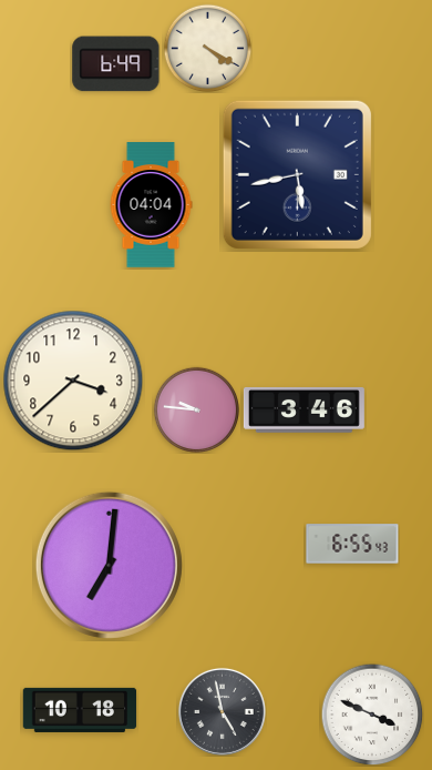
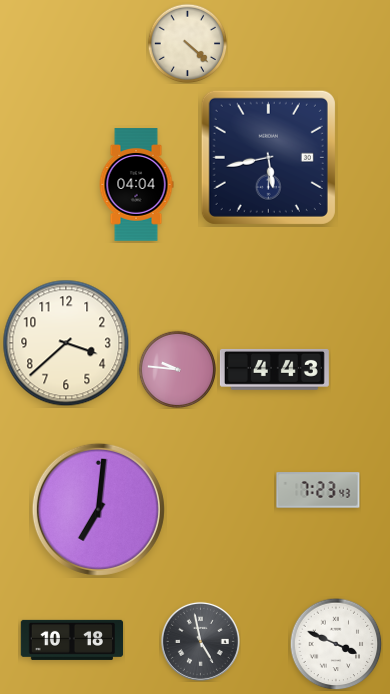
clock at (207, 48): 4:20 -> 4:22
clock at (116, 64): 6:49 -> none
clock at (304, 409): 3:46 -> 4:43
clock at (352, 544): 6:55 -> 7:23
